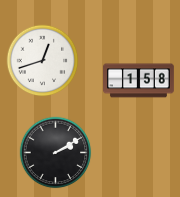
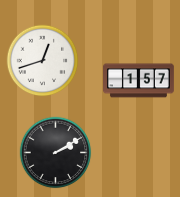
clock at (139, 81): 1:58 -> 1:57
